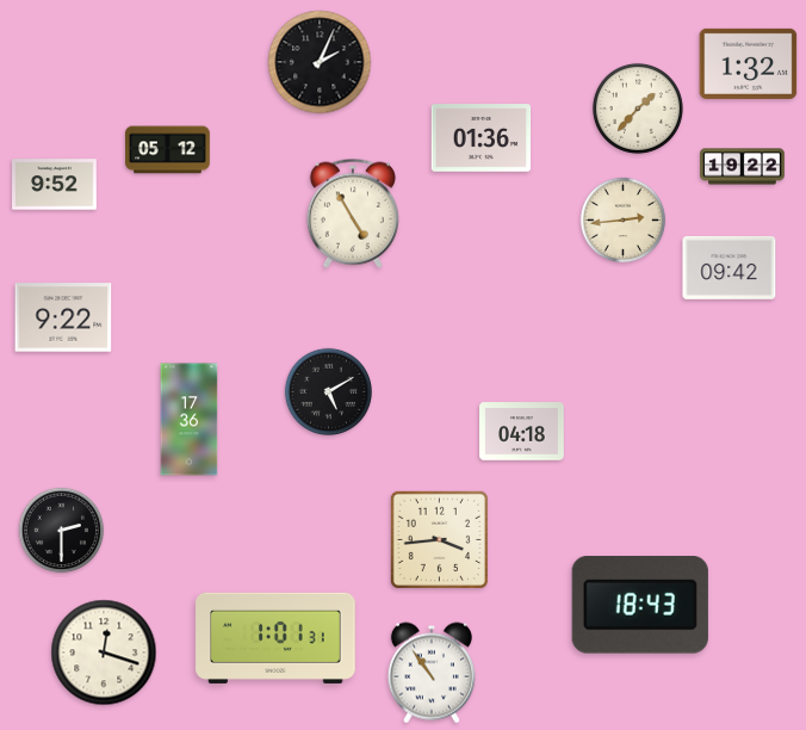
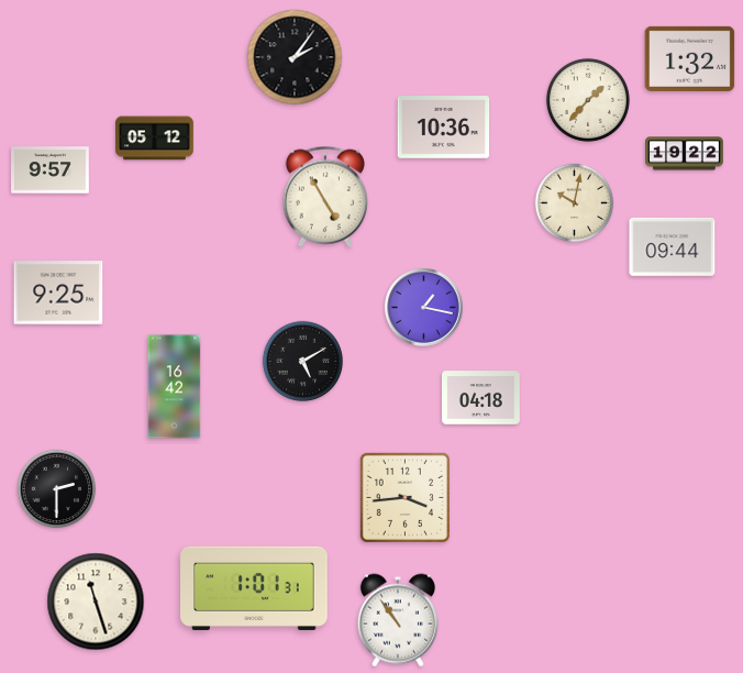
clock at (320, 62): 2:04 -> 2:06
clock at (482, 138): 01:36 -> 10:36
clock at (55, 185): 9:52 -> 9:57
clock at (624, 221): 2:44 -> 10:02
clock at (730, 267): 09:42 -> 09:44
clock at (63, 317): 9:22 -> 9:25
clock at (424, 308): none -> 1:17
clock at (190, 420): 17:36 -> 16:42
clock at (640, 606): 18:43 -> none
clock at (104, 652): 12:18 -> 11:27
